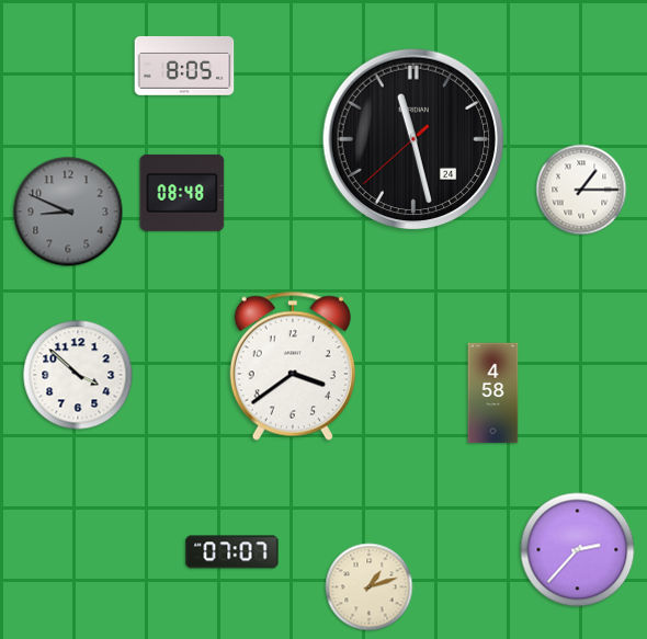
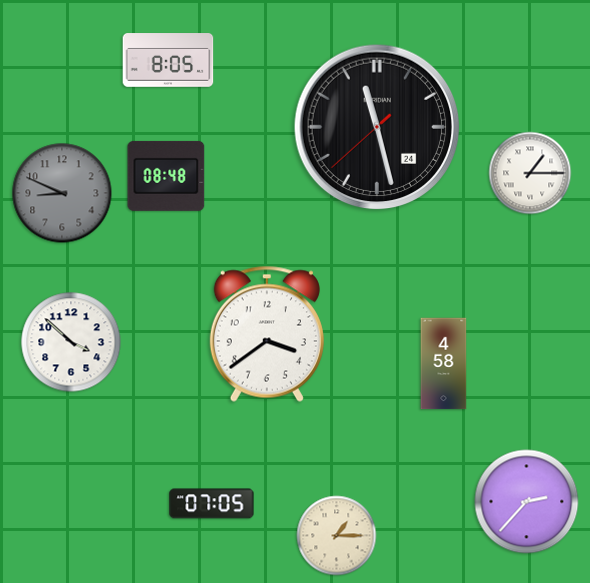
clock at (493, 393) position: (493, 393) -> (444, 364)
clock at (232, 552): 07:07 -> 07:05
clock at (370, 587): 1:12 -> 1:15
